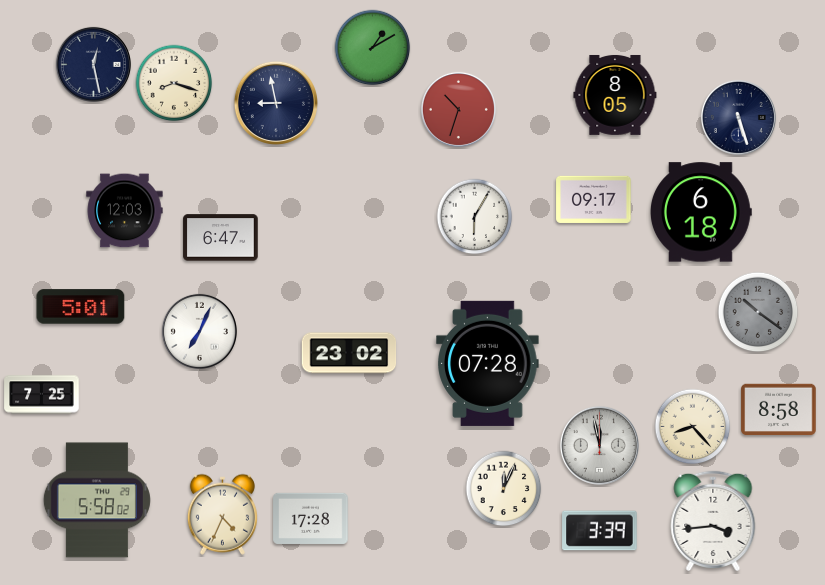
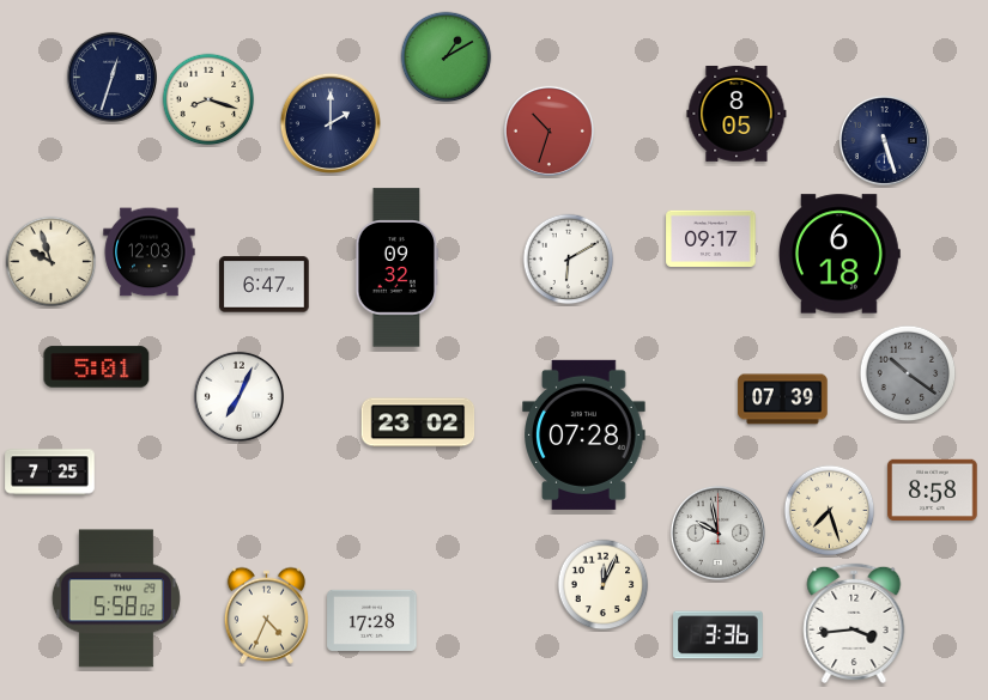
clock at (93, 64): 12:28 -> 12:33
clock at (276, 103): 8:58 -> 2:00
clock at (475, 217): 6:05 -> 6:10
clock at (51, 262): none -> 9:57
clock at (398, 268): none -> 09:32
clock at (783, 400): none -> 07:39
clock at (693, 427): 8:23 -> 7:27
clock at (599, 445): 11:58 -> 9:58
clock at (600, 531): 3:39 -> 3:36
